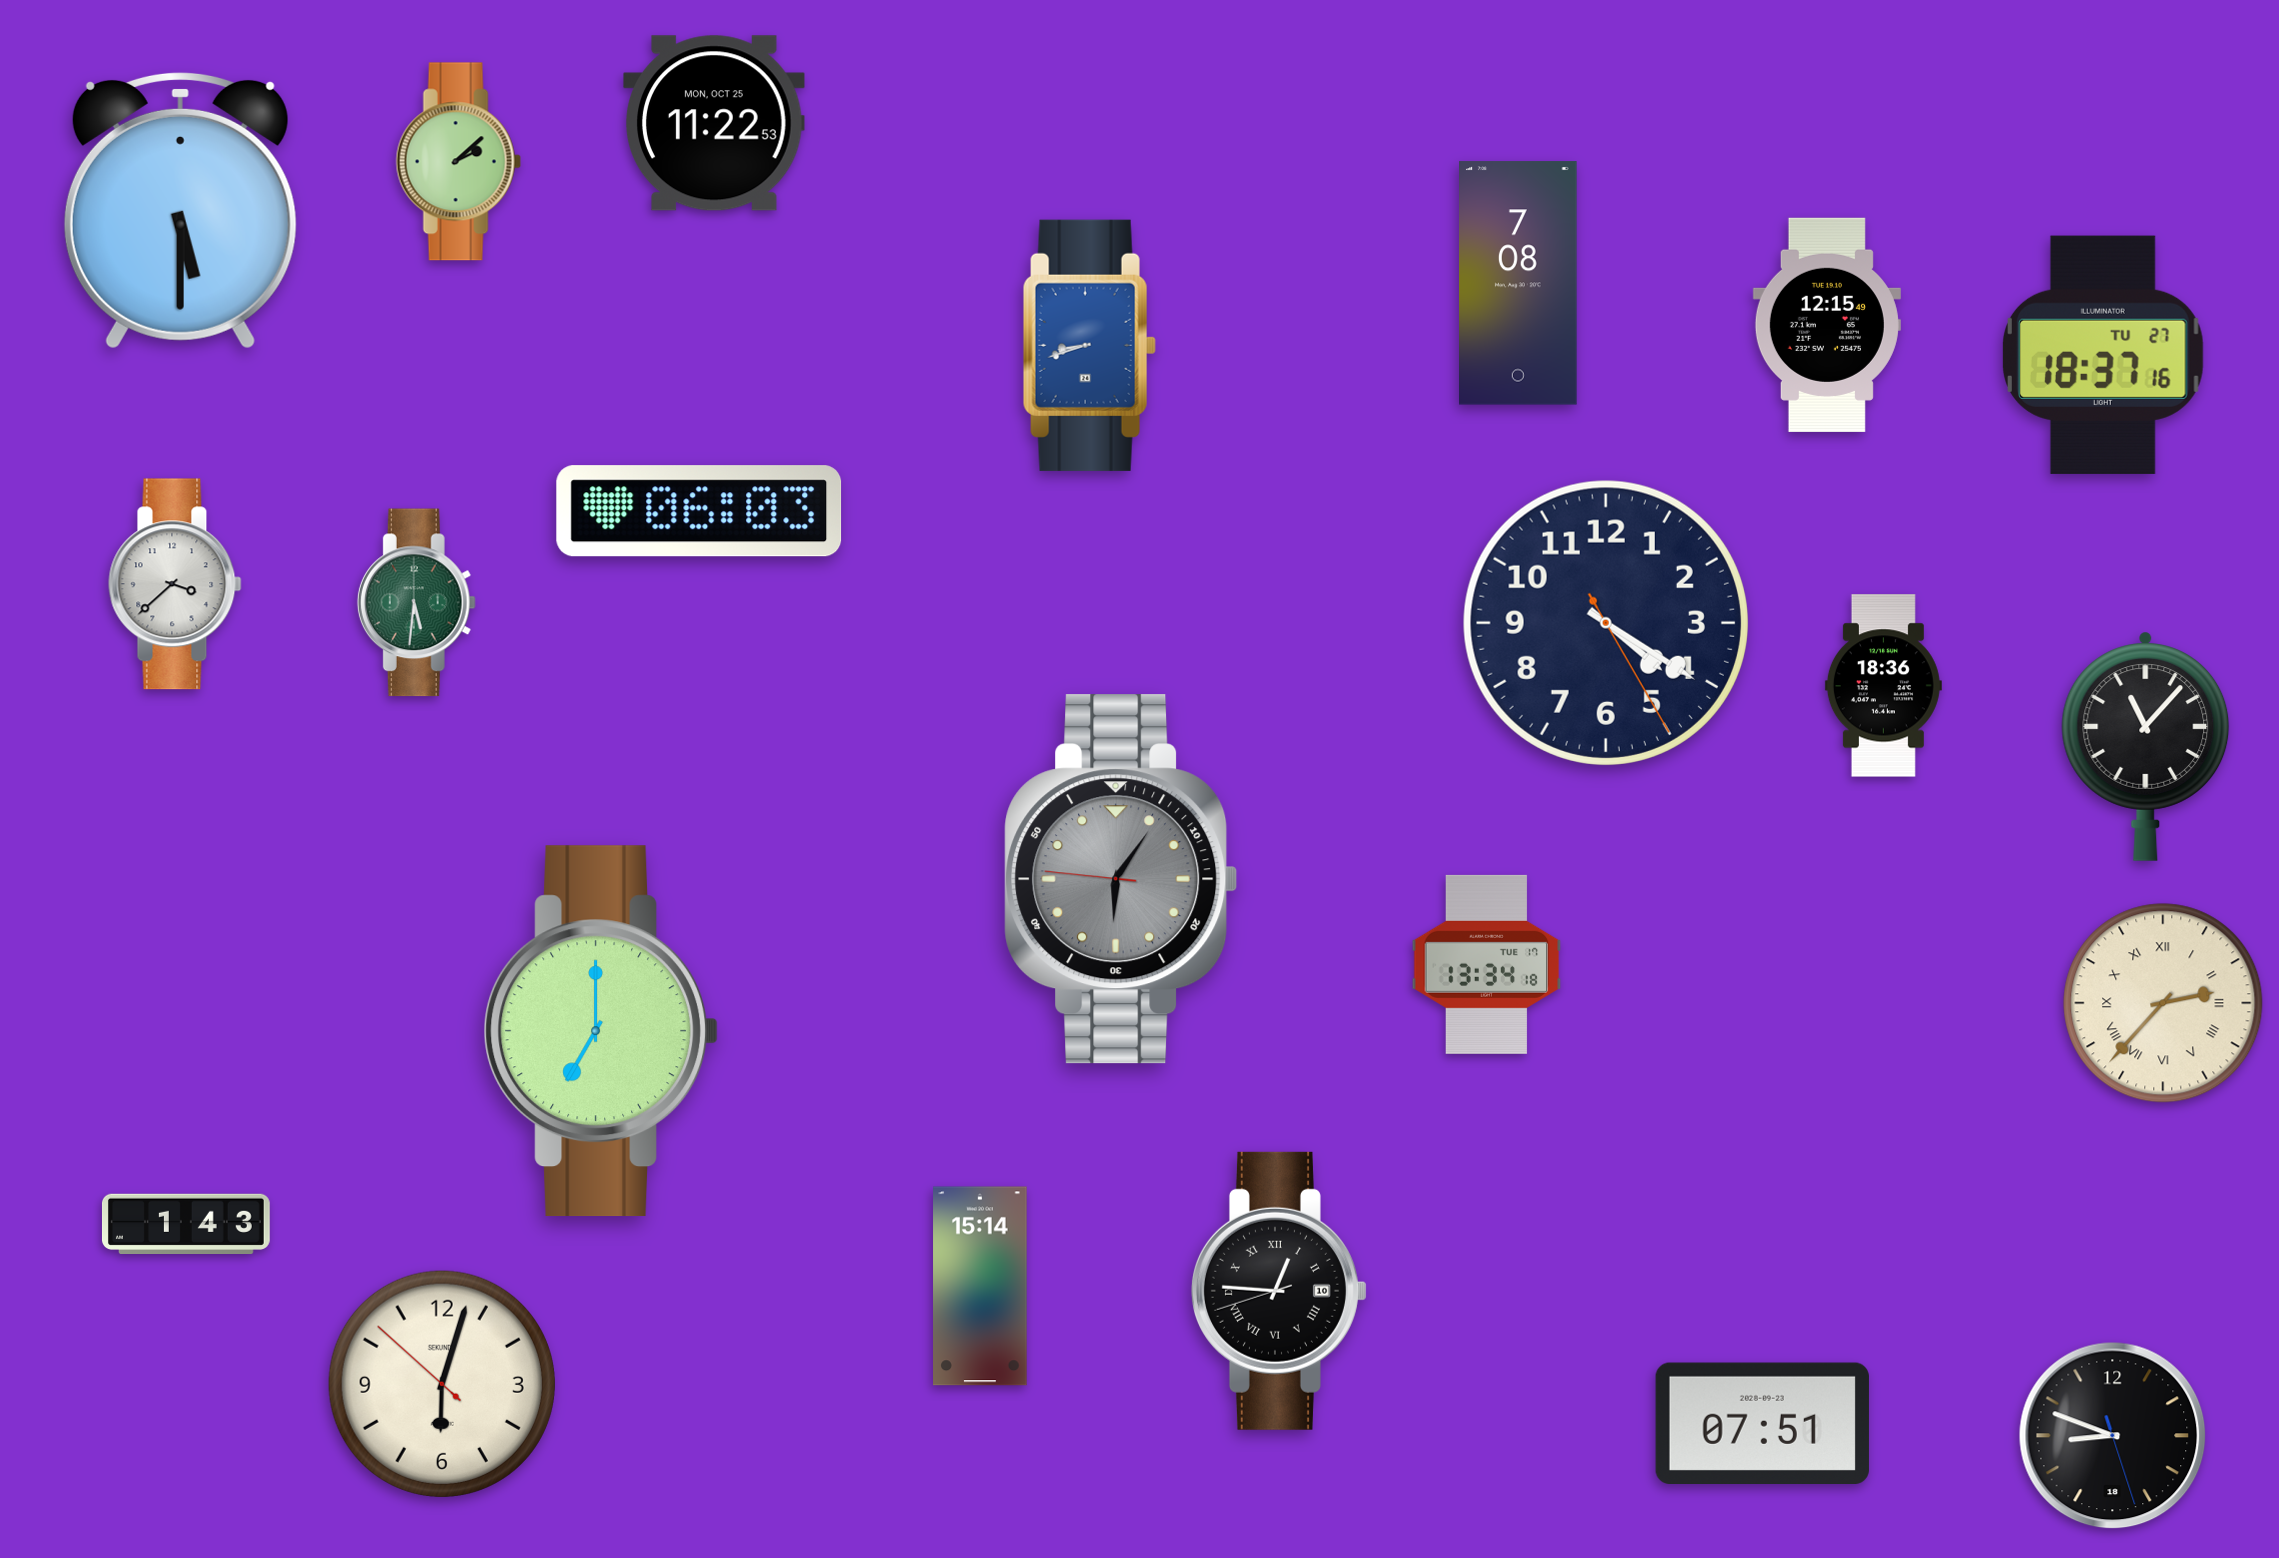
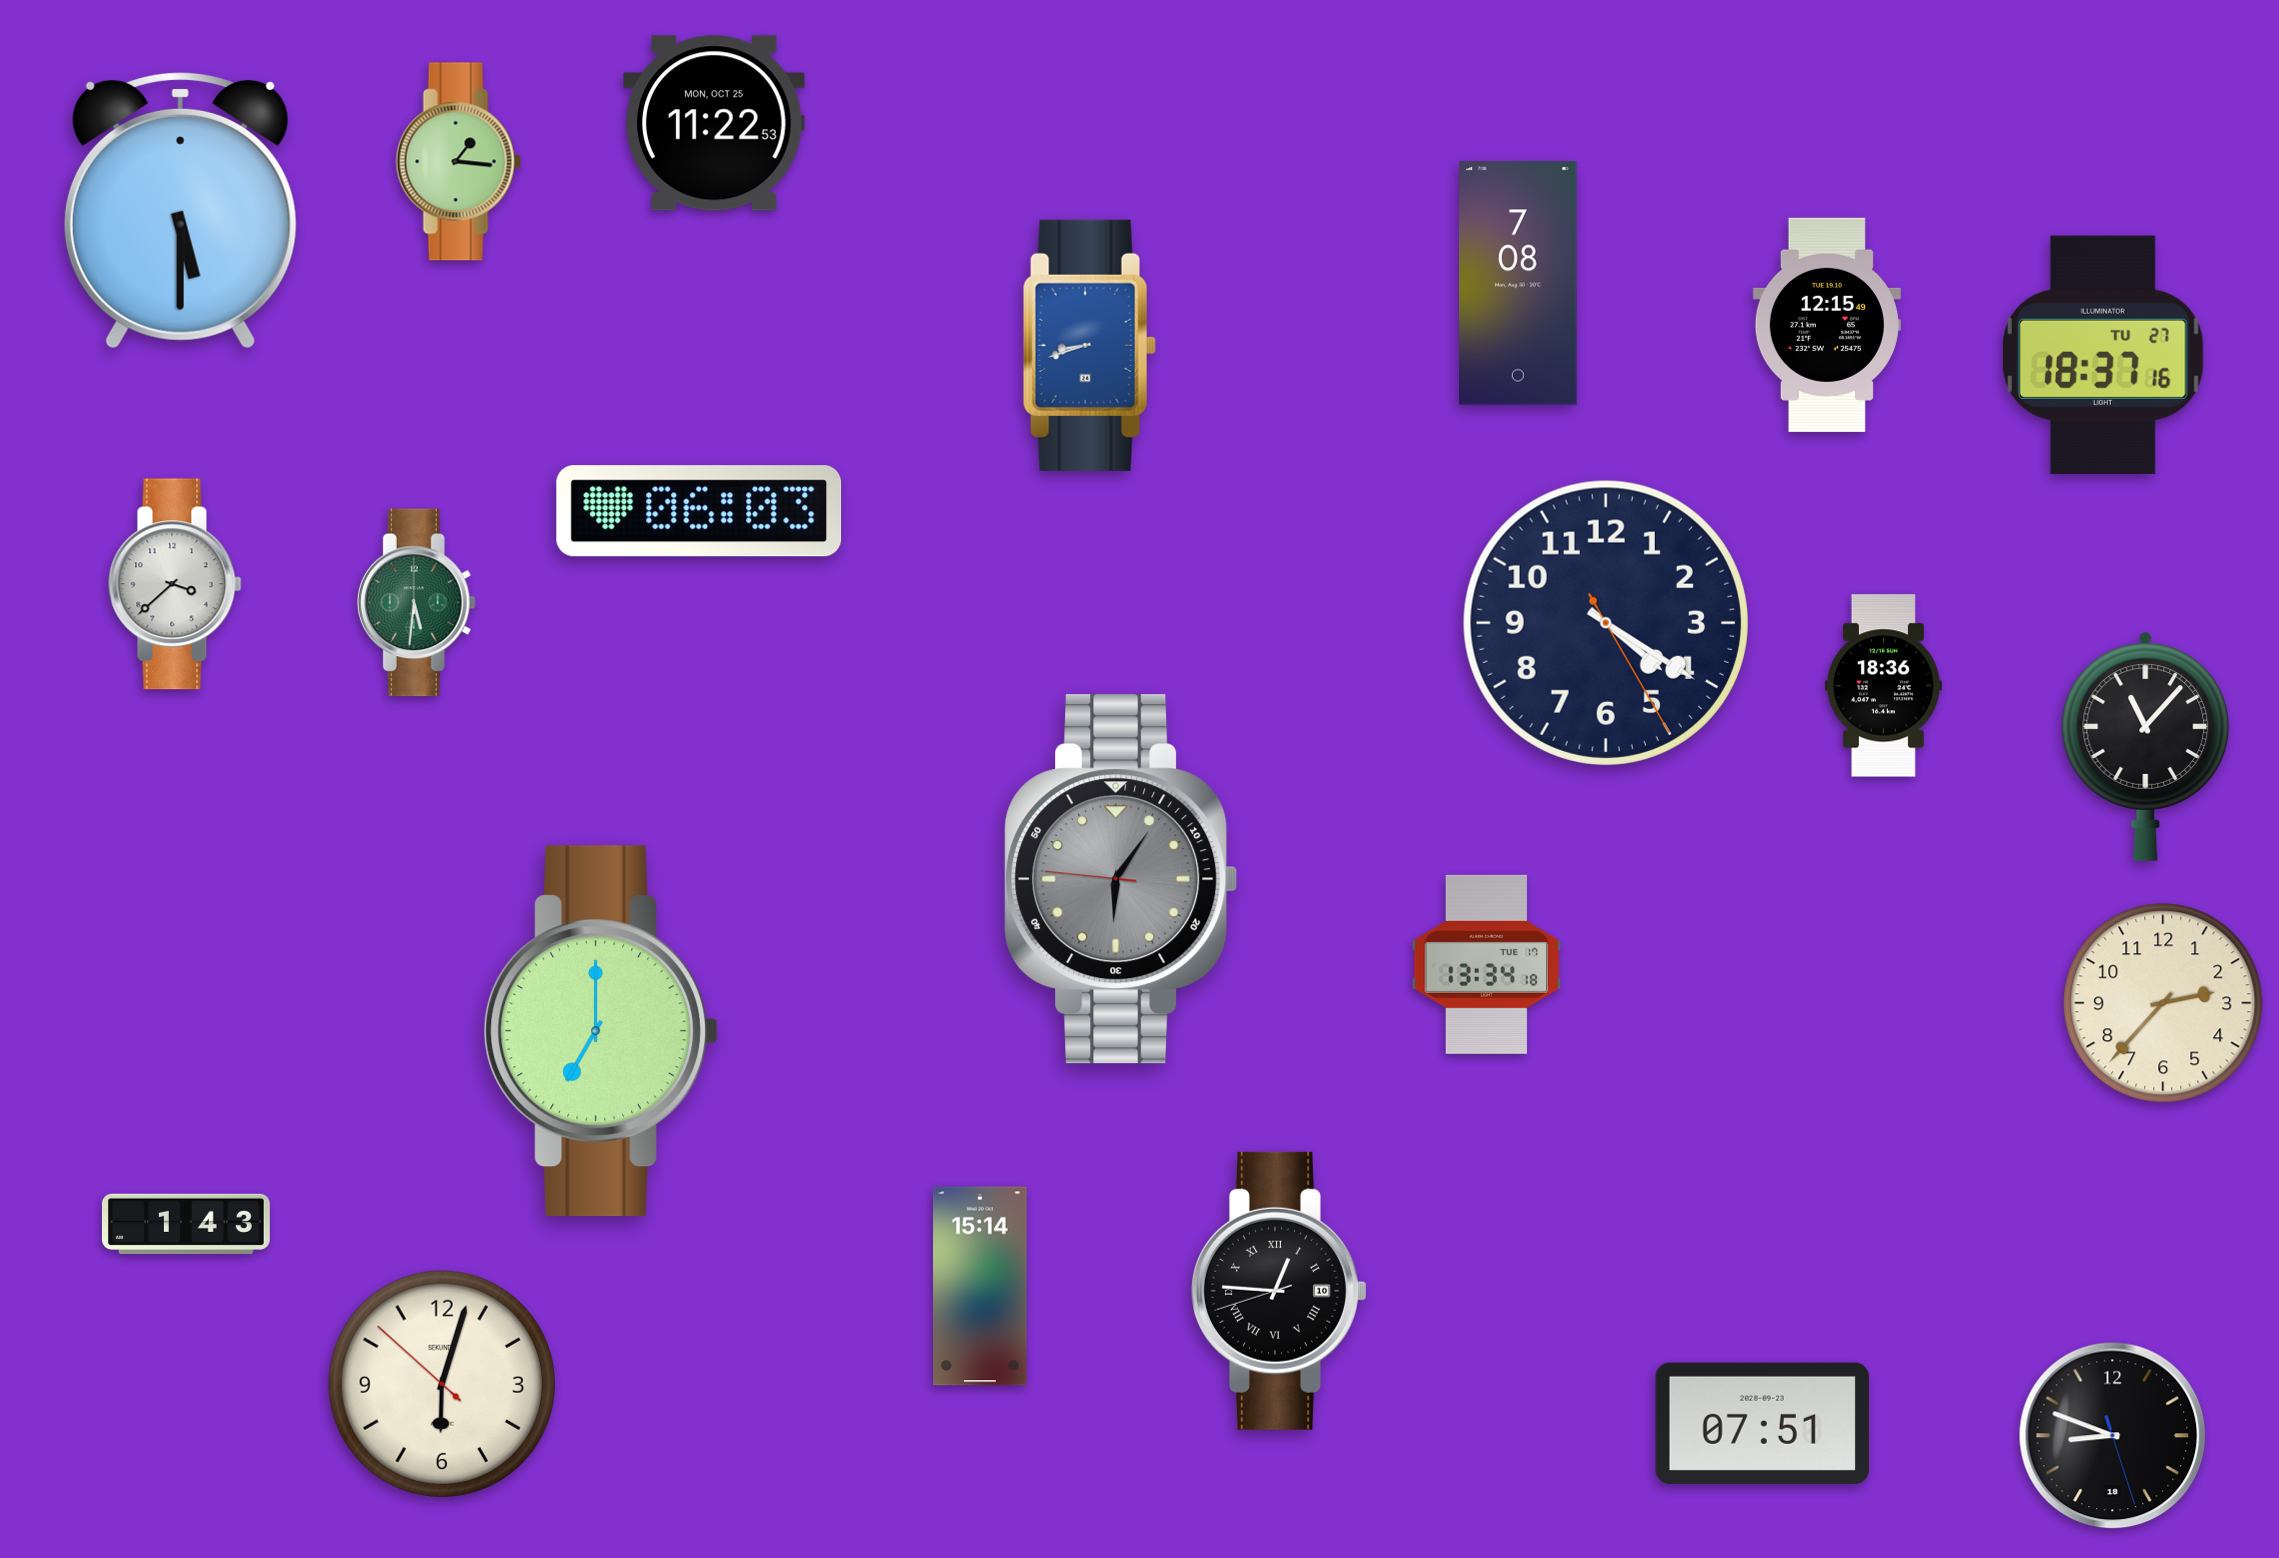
clock at (458, 162): 2:08 -> 1:16
clock at (2163, 1003) numerals: Roman -> Arabic
